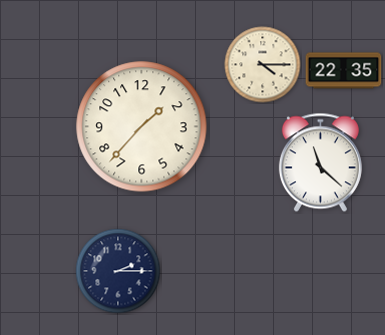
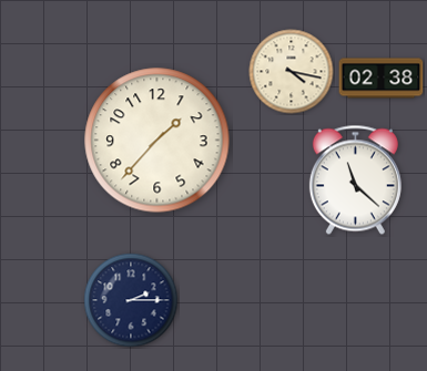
clock at (263, 65): 4:15 -> 4:17
clock at (344, 71): 22:35 -> 02:38
